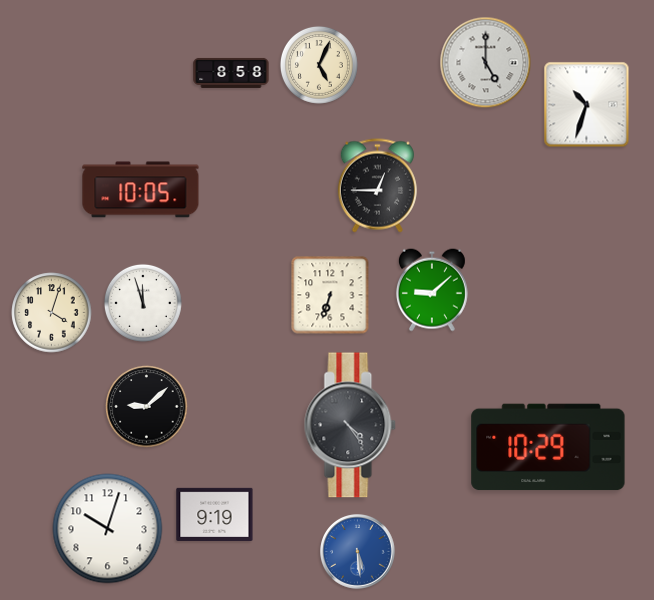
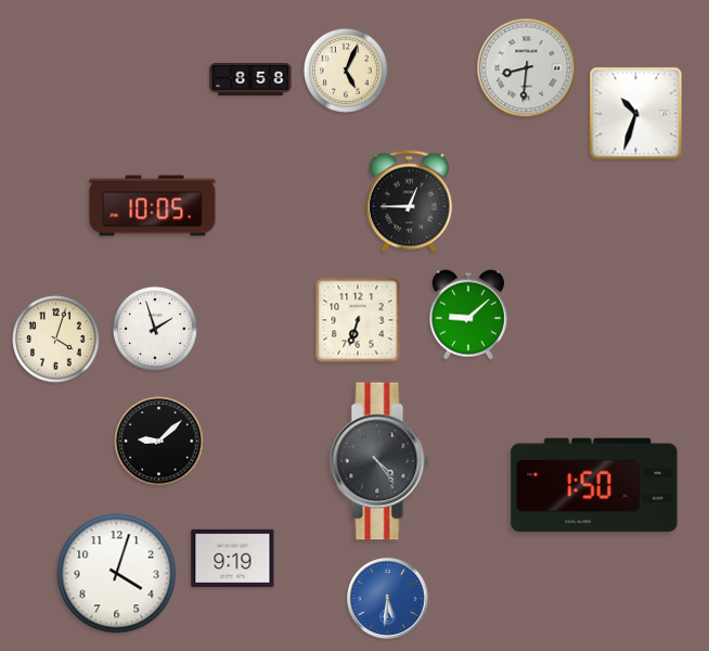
clock at (486, 63): 5:00 -> 8:31
clock at (143, 303): 11:57 -> 1:57
clock at (548, 447): 10:29 -> 1:50
clock at (108, 529): 10:03 -> 4:03
clock at (358, 552): 5:29 -> 5:31
